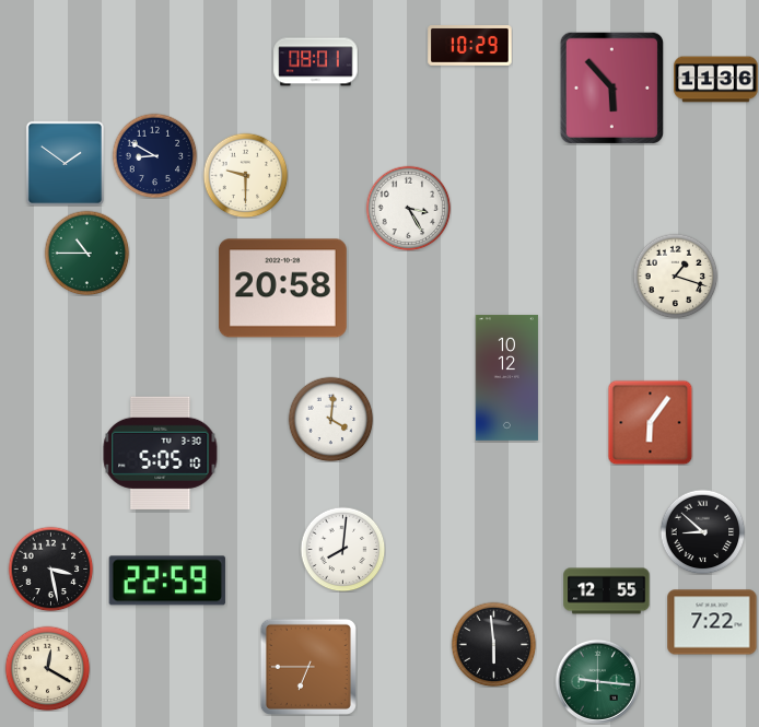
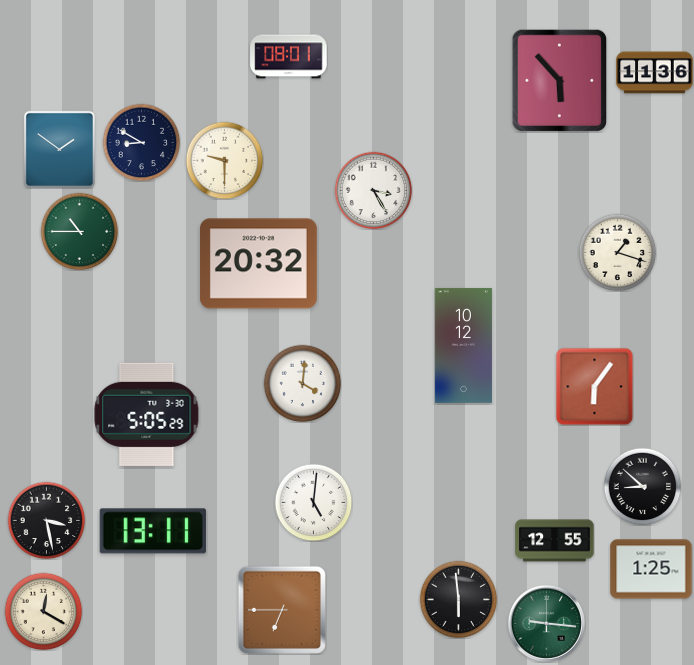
clock at (470, 46): 10:29 -> none
clock at (282, 289): 20:58 -> 20:32
clock at (161, 453): 5:05:10 -> 5:05:29
clock at (342, 549): 8:01 -> 5:01
clock at (166, 581): 22:59 -> 13:11
clock at (712, 622): 7:22 -> 1:25
clock at (493, 644) position: (493, 644) -> (458, 599)
